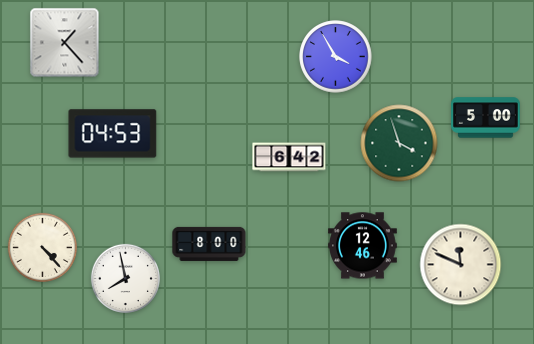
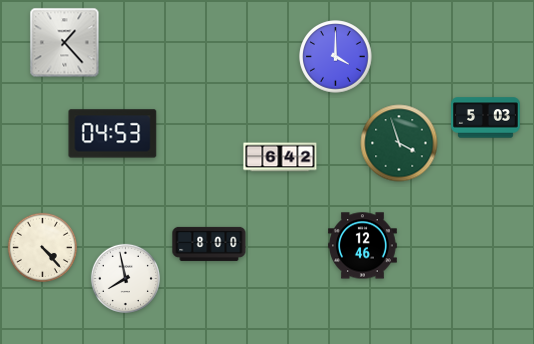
clock at (336, 57): 3:55 -> 4:00
clock at (486, 118): 5:00 -> 5:03
clock at (289, 157) position: (289, 157) -> (280, 157)
clock at (461, 265): 11:49 -> none
